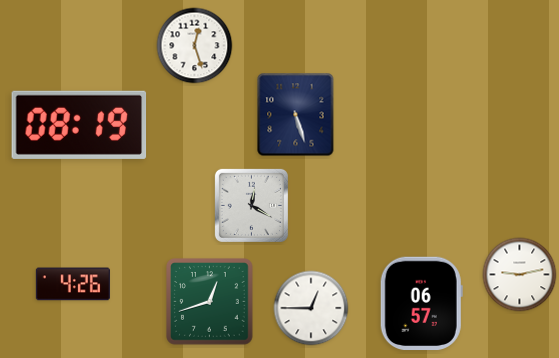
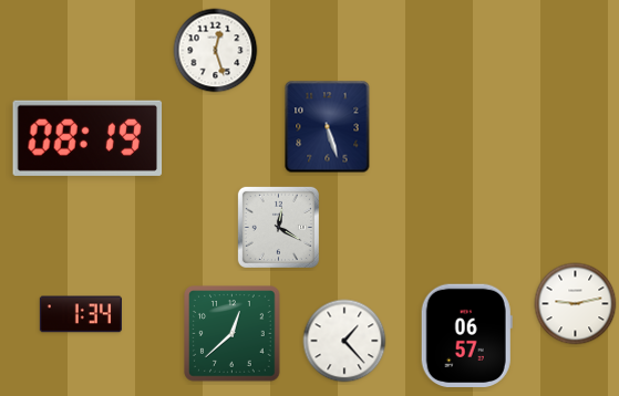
clock at (73, 284): 4:26 -> 1:34
clock at (210, 302): 12:42 -> 12:38
clock at (311, 308): 12:45 -> 1:23
